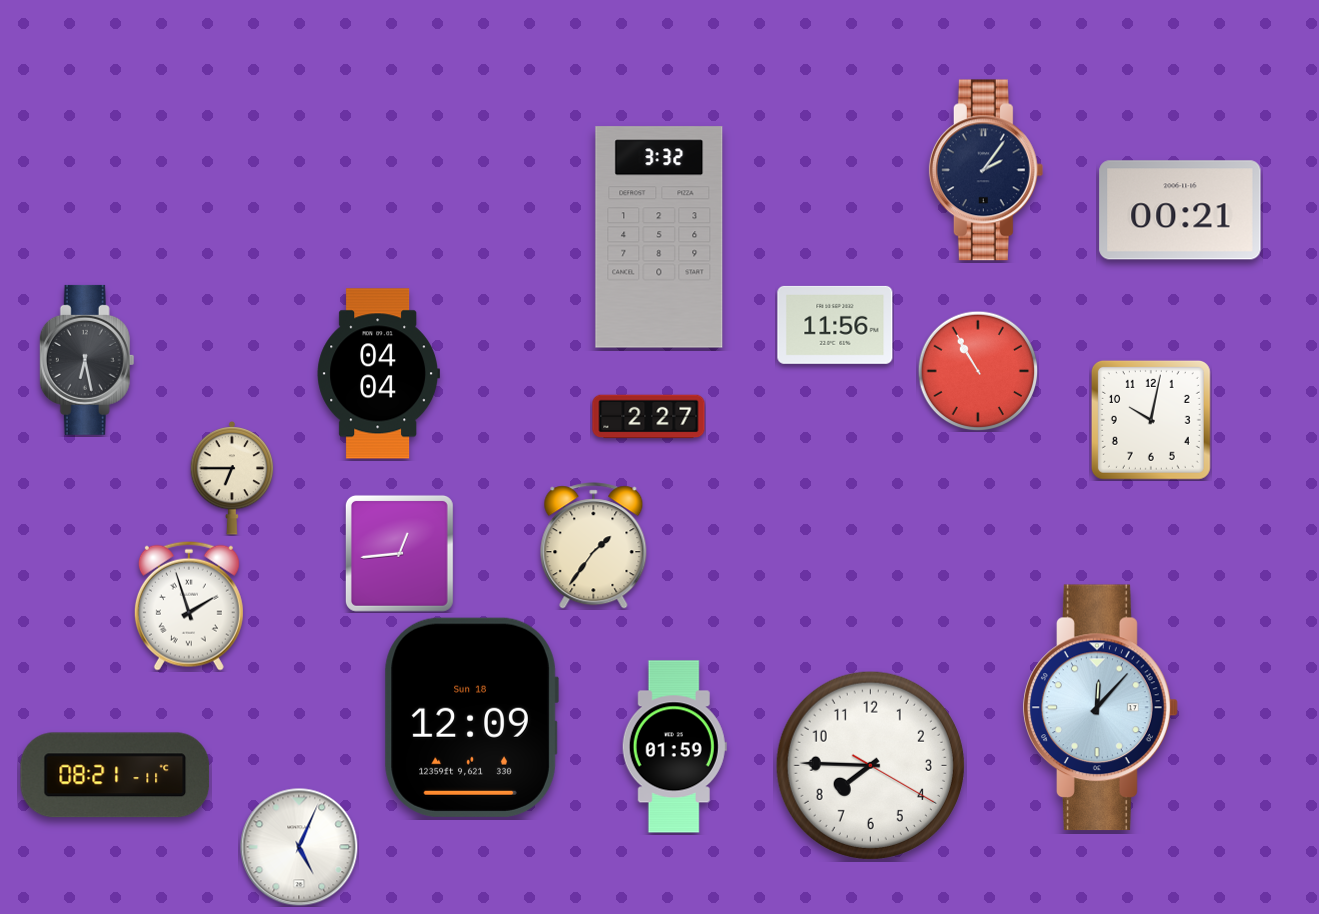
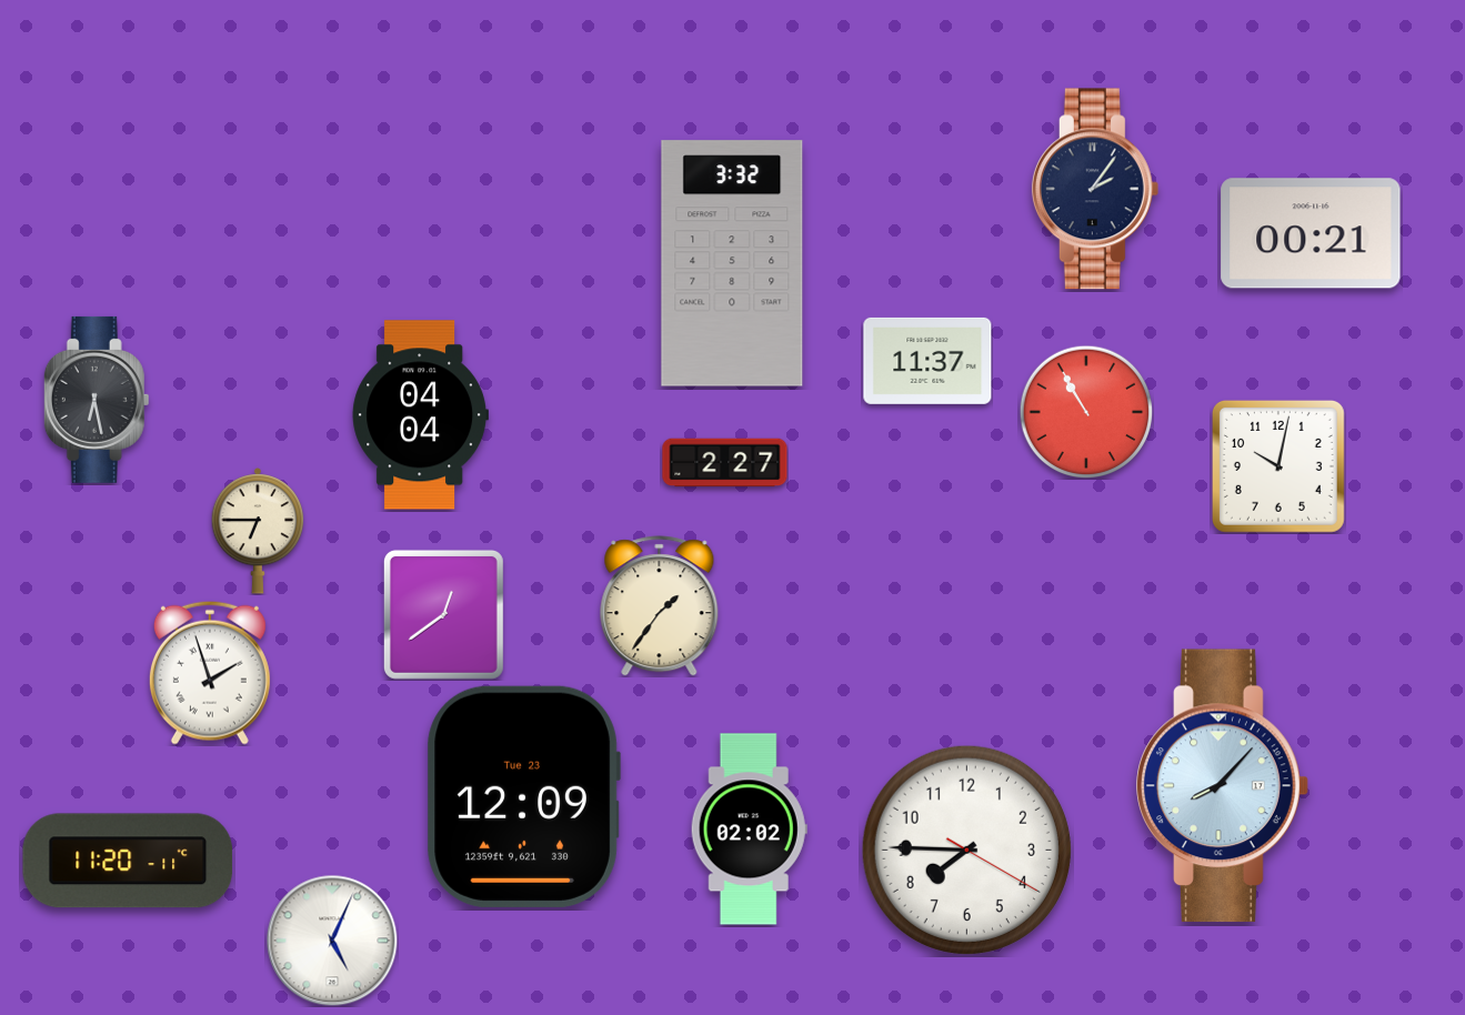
clock at (835, 325): 11:56 -> 11:37
clock at (649, 417) position: (649, 417) -> (725, 463)
clock at (399, 553): 12:44 -> 12:39
clock at (1101, 708): 12:07 -> 8:07
clock at (471, 717) date: Sun 18 -> Tue 23
clock at (674, 747): 01:59 -> 02:02
clock at (115, 775): 08:21 -> 11:20
